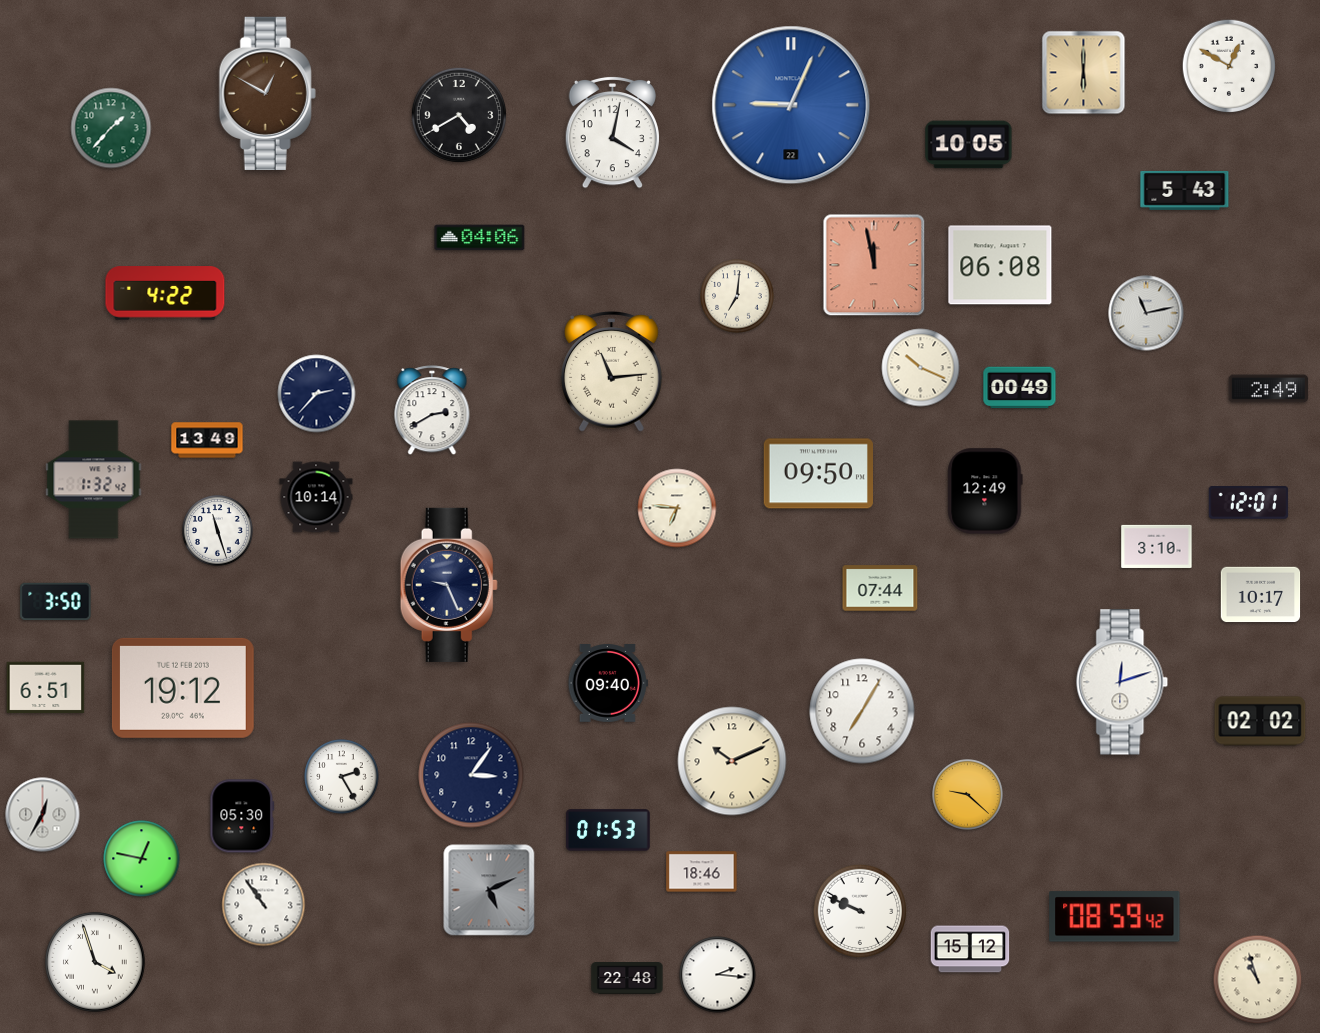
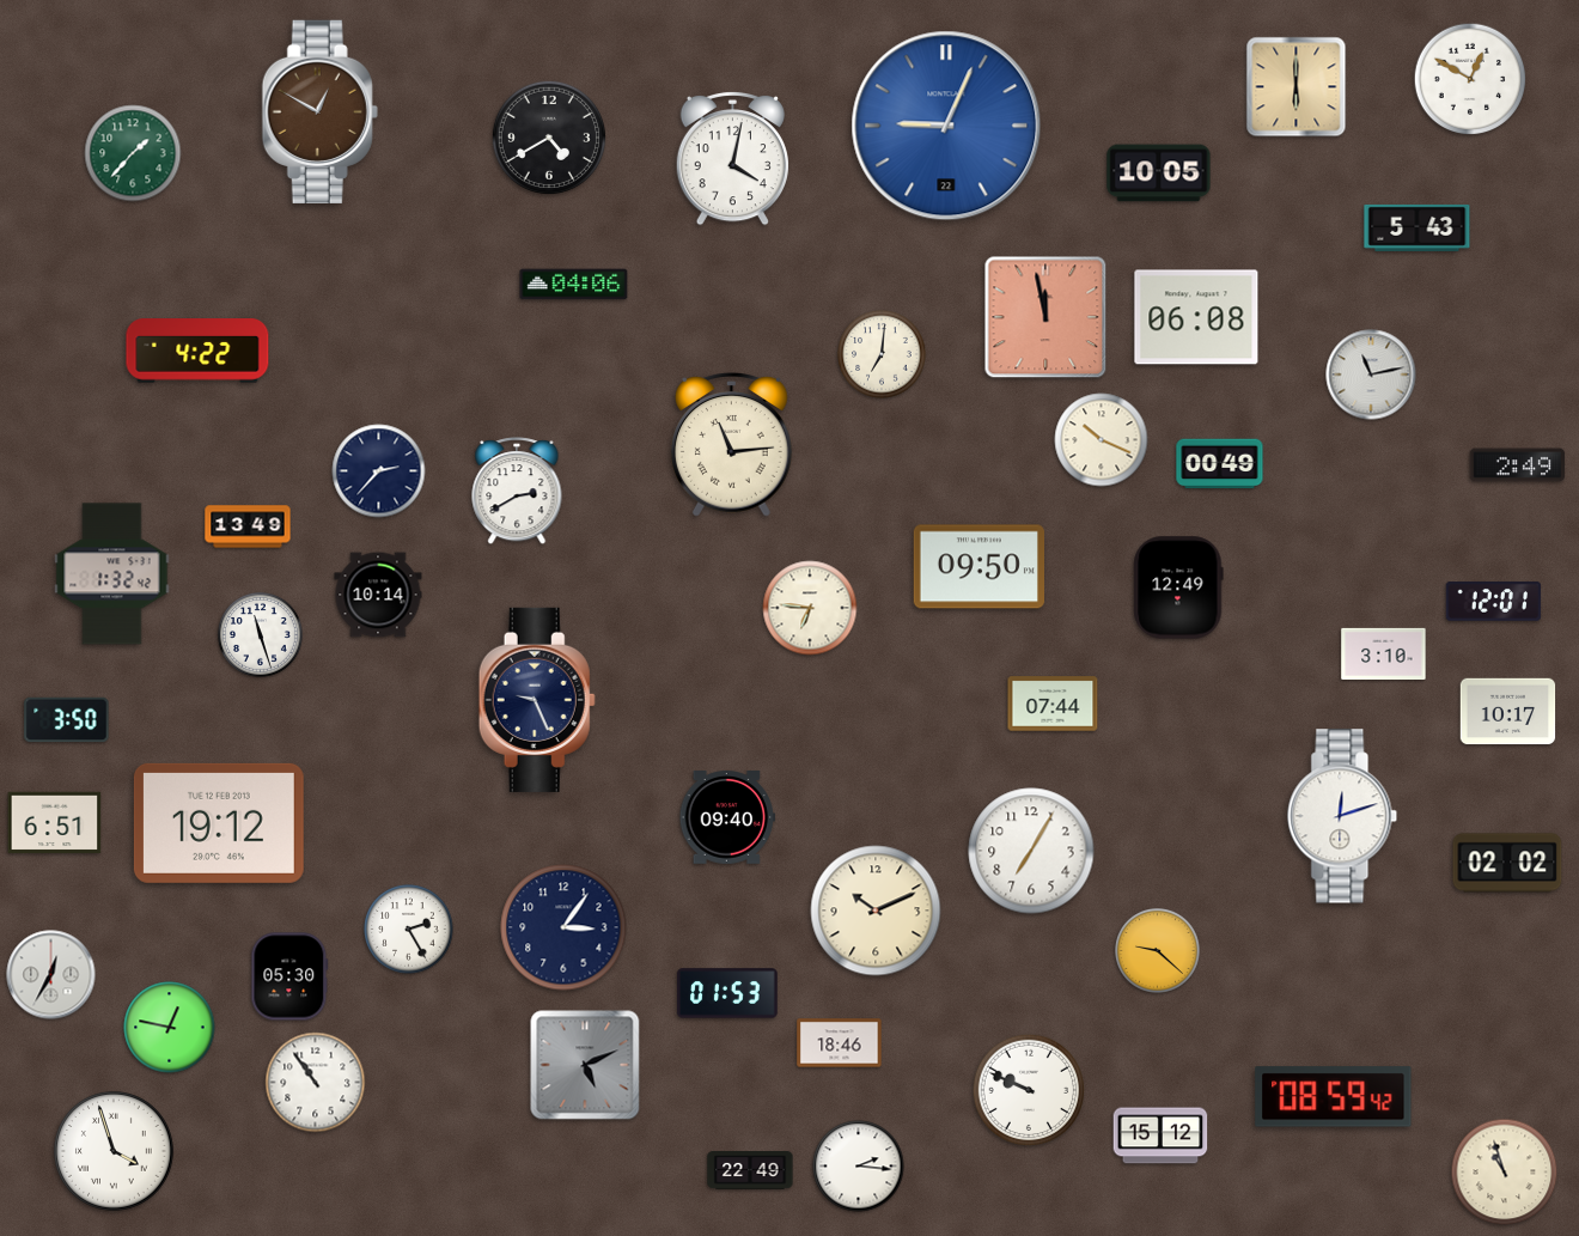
clock at (627, 979): 22:48 -> 22:49
